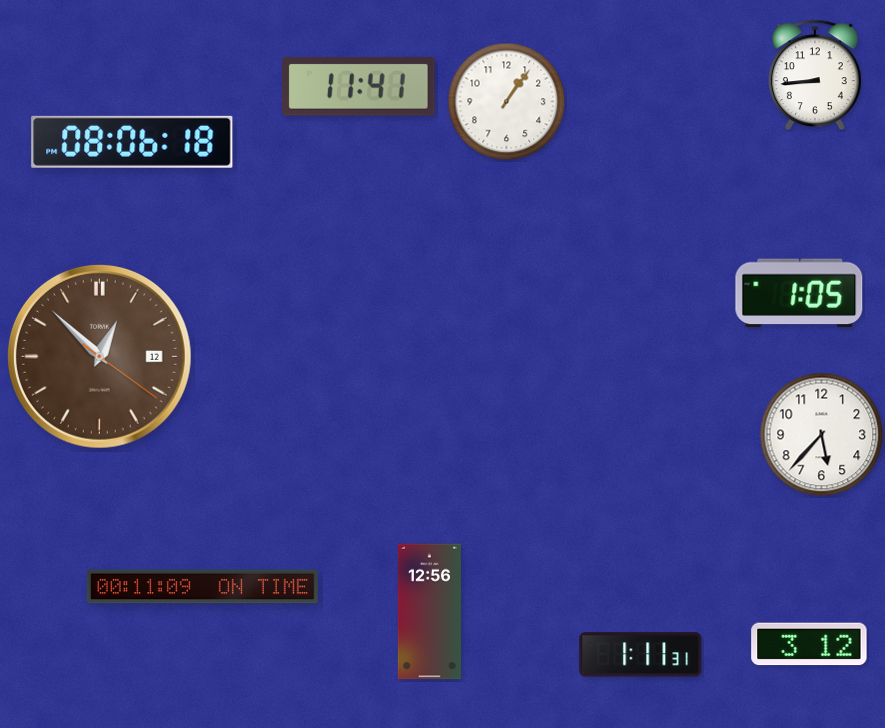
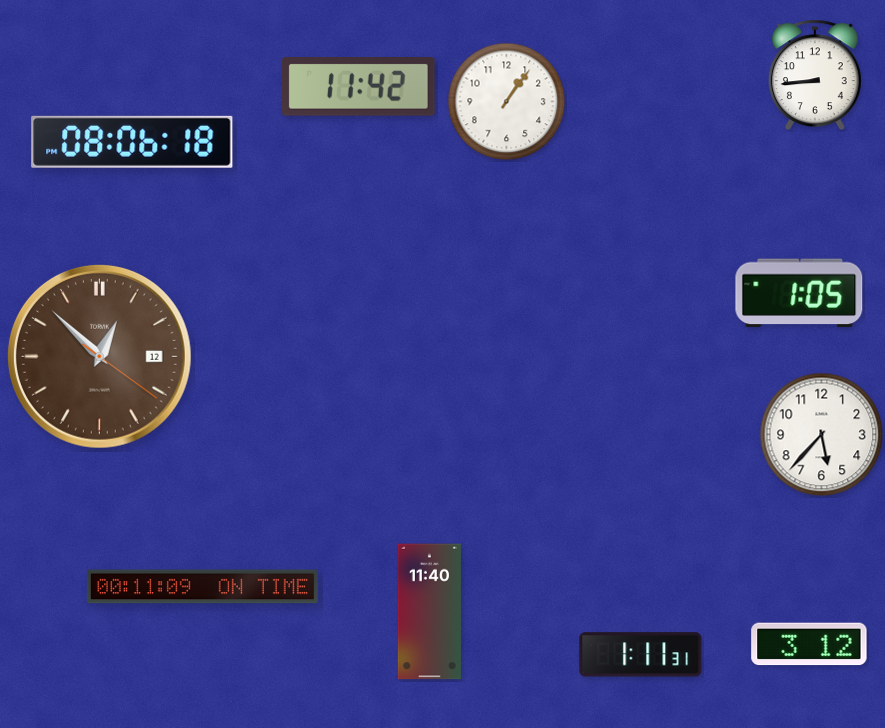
clock at (359, 87): 11:41 -> 11:42
clock at (429, 612): 12:56 -> 11:40
